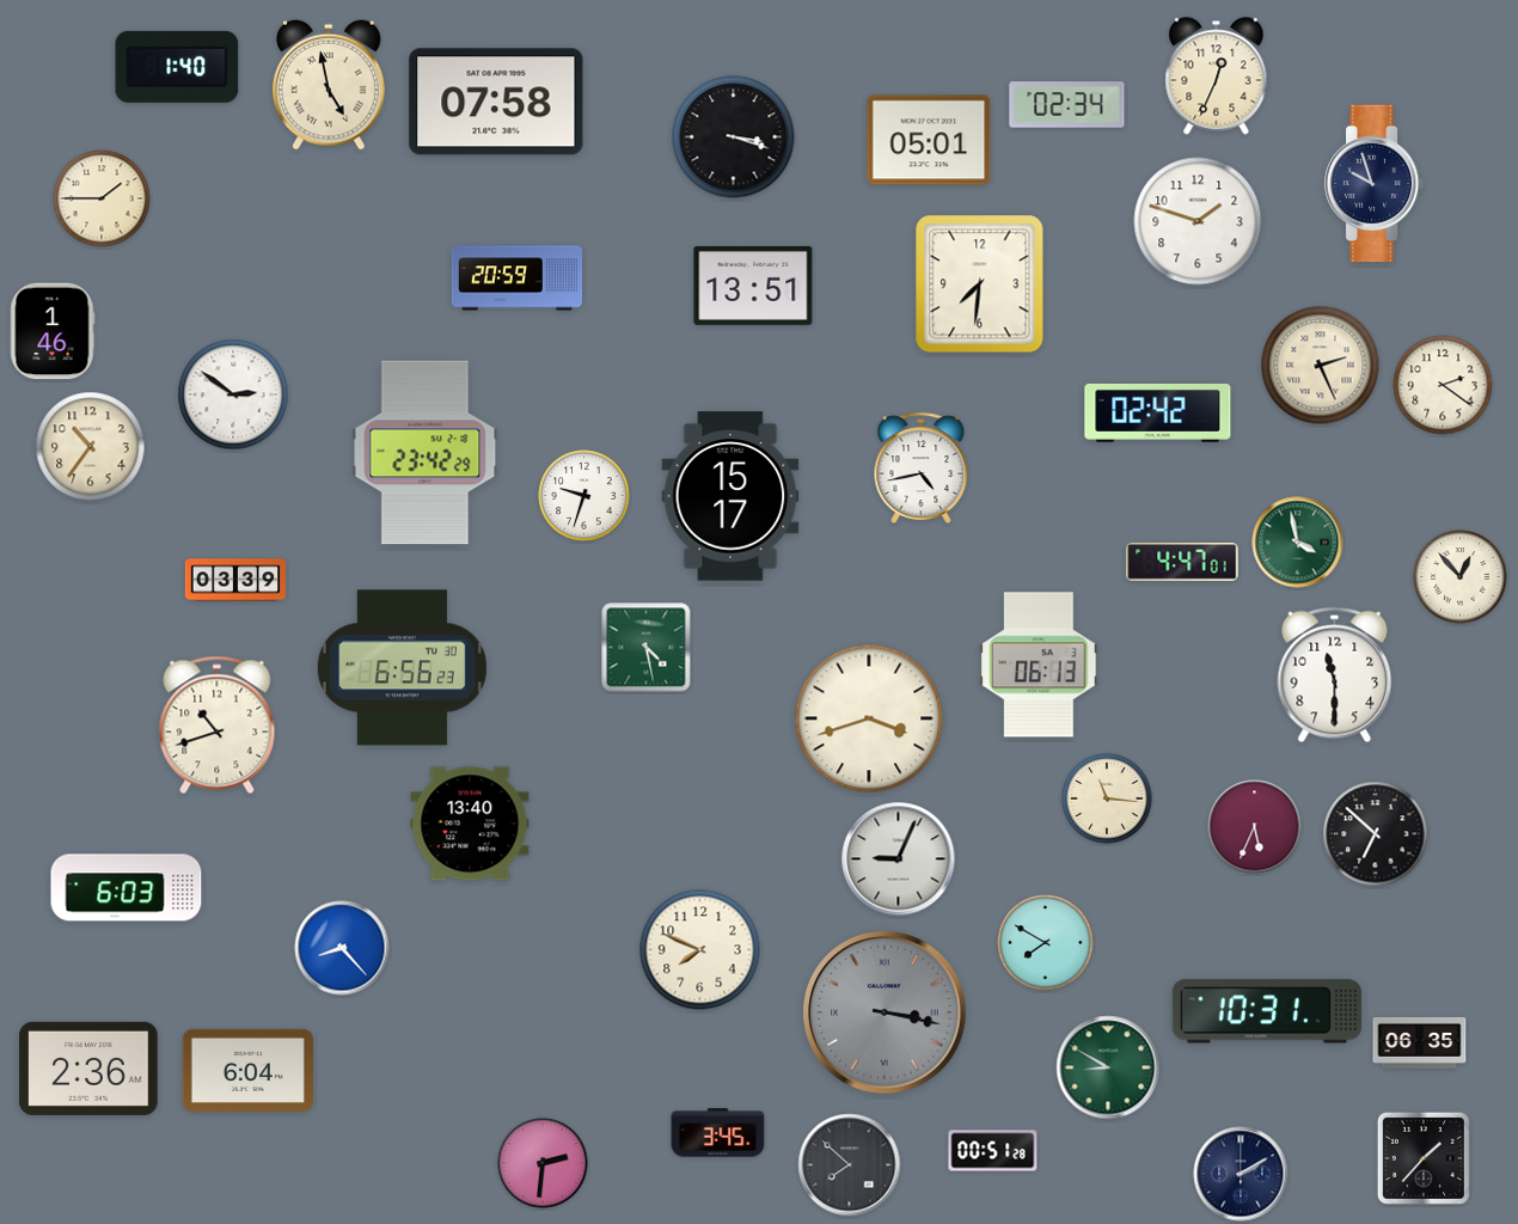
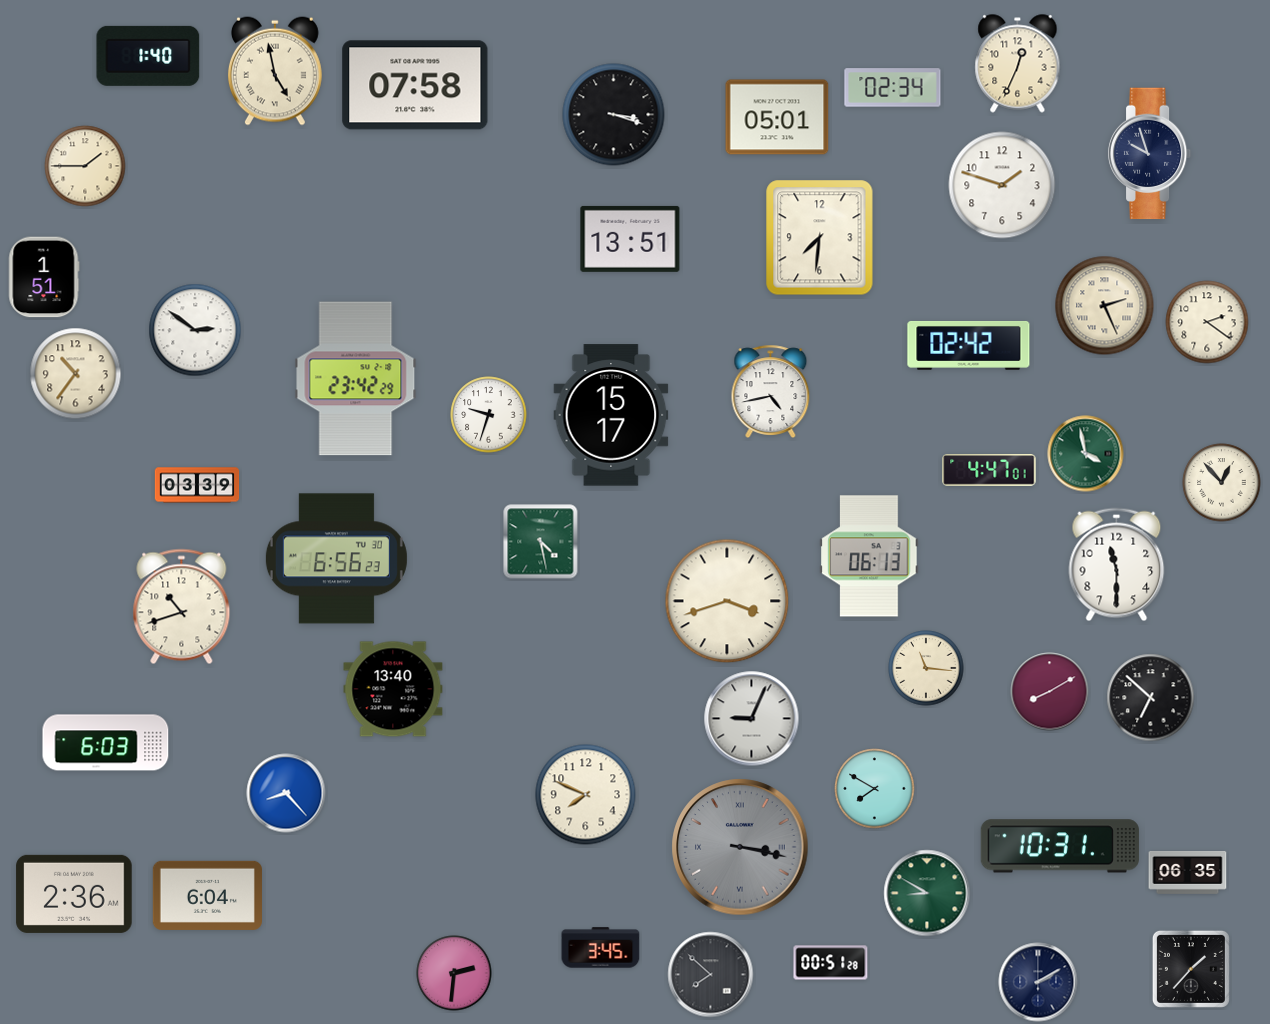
clock at (516, 279): 20:59 -> none
clock at (53, 331): 1:46 -> 1:51
clock at (1255, 827): 5:34 -> 8:10
